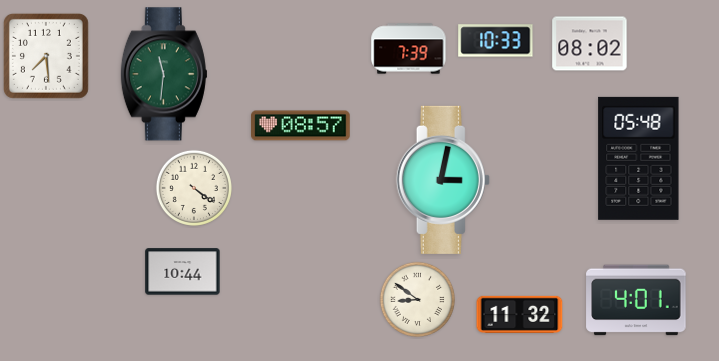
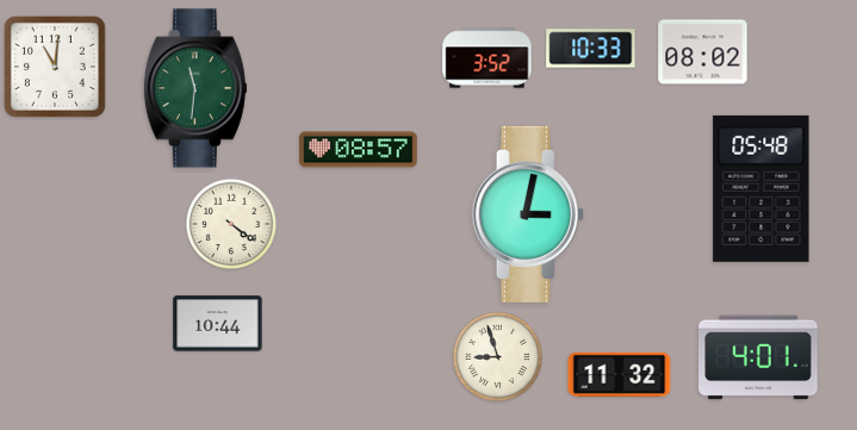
clock at (409, 49): 7:39 -> 3:52
clock at (46, 56): 7:29 -> 11:01
clock at (417, 299): 8:51 -> 8:57
